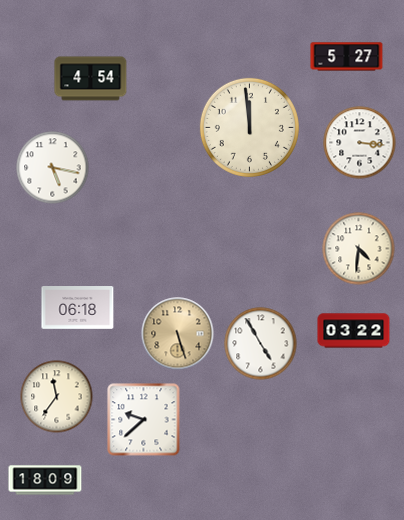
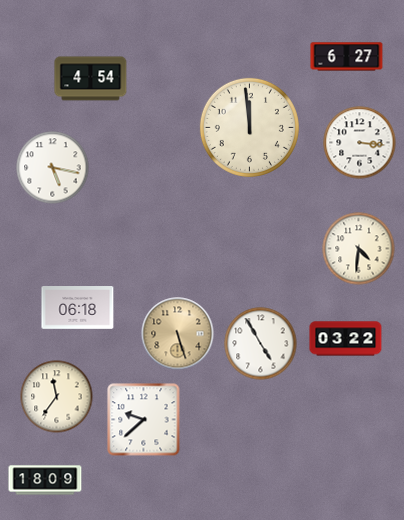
clock at (347, 57): 5:27 -> 6:27
clock at (354, 331) position: (354, 331) -> (346, 339)
